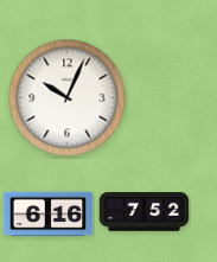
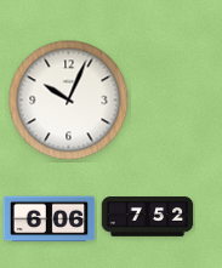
clock at (49, 215): 6:16 -> 6:06
